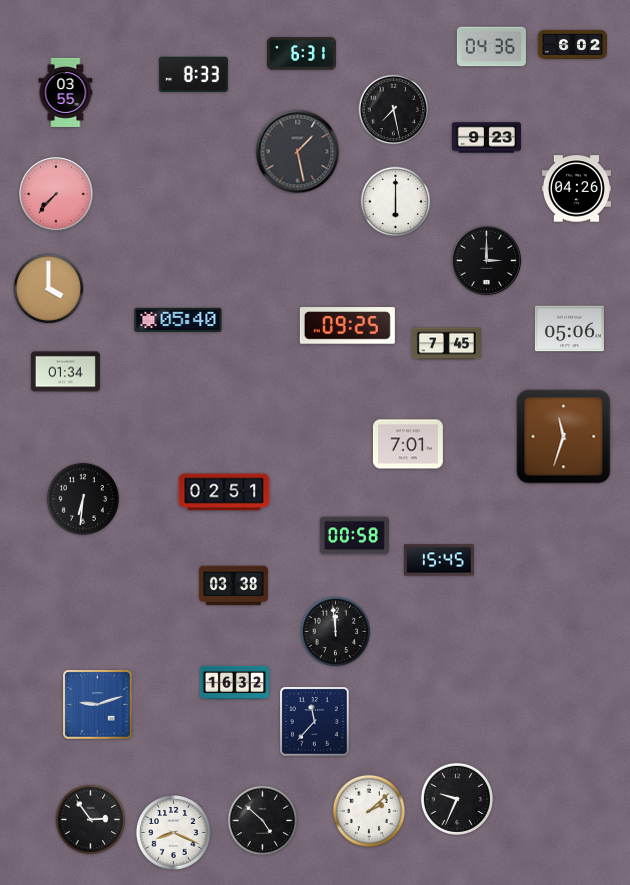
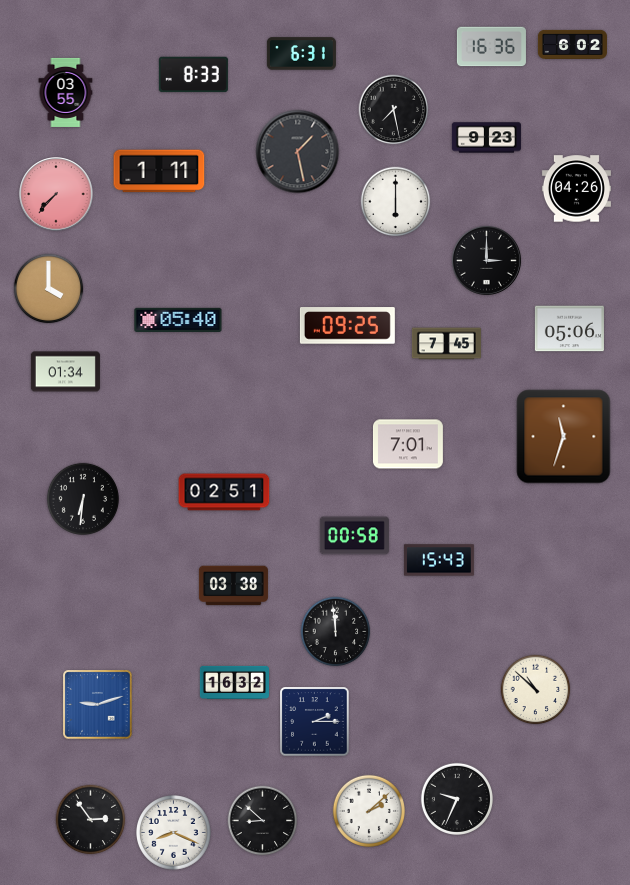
clock at (491, 47): 04:36 -> 16:36
clock at (159, 171): none -> 1:11
clock at (439, 560): 15:45 -> 15:43
clock at (536, 690): none -> 10:52
clock at (315, 722): 11:37 -> 2:15
clock at (263, 821): 4:52 -> 8:52
